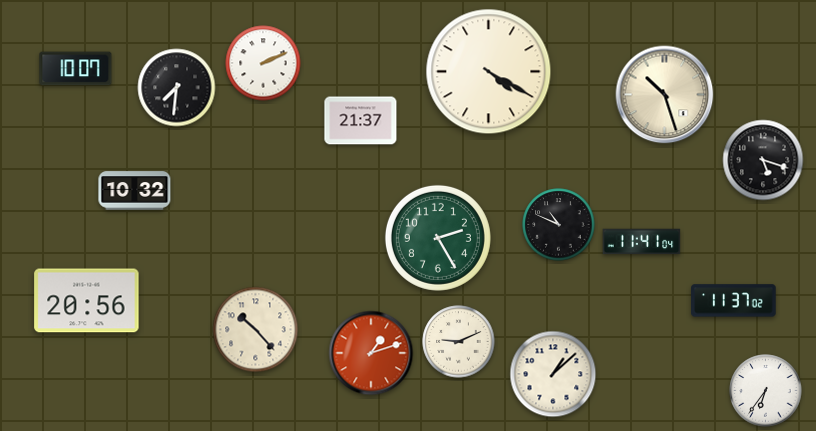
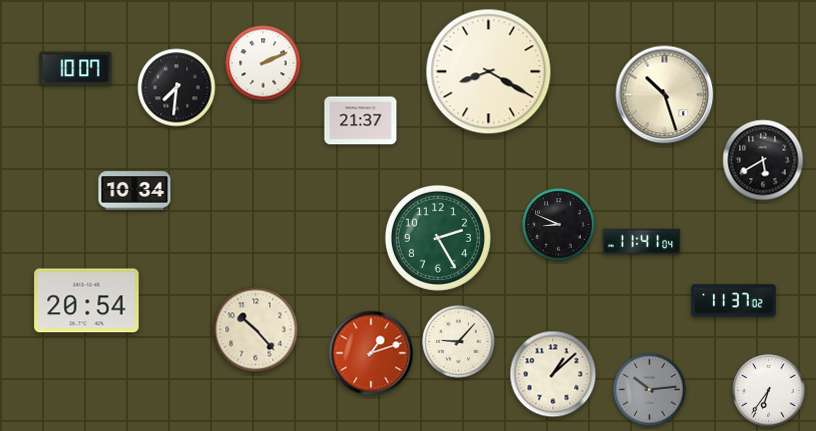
clock at (489, 72): 4:20 -> 8:20
clock at (763, 160): 5:18 -> 5:40
clock at (135, 191): 10:32 -> 10:34
clock at (559, 225): 10:49 -> 8:49
clock at (87, 301): 20:56 -> 20:54
clock at (459, 342): 9:11 -> 9:07
clock at (650, 390): none -> 10:14
clock at (766, 391) position: (766, 391) -> (769, 391)
